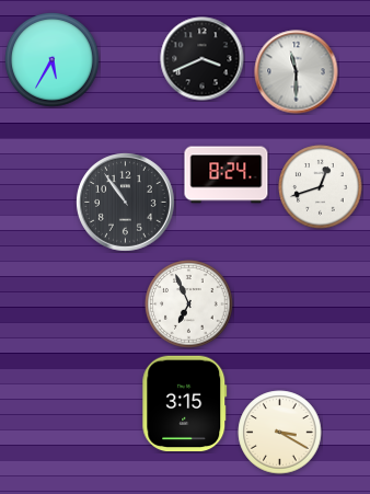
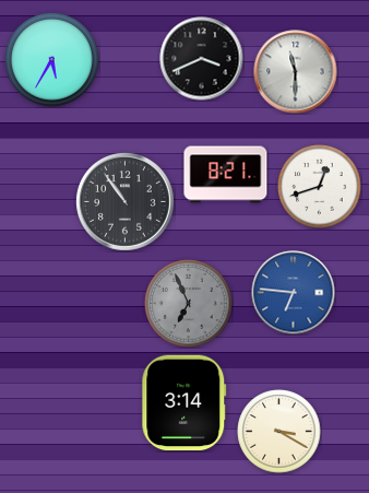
clock at (227, 175): 8:24 -> 8:21
clock at (294, 293): none -> 6:46
clock at (189, 305) dial: white -> grey
clock at (185, 404): 3:15 -> 3:14
